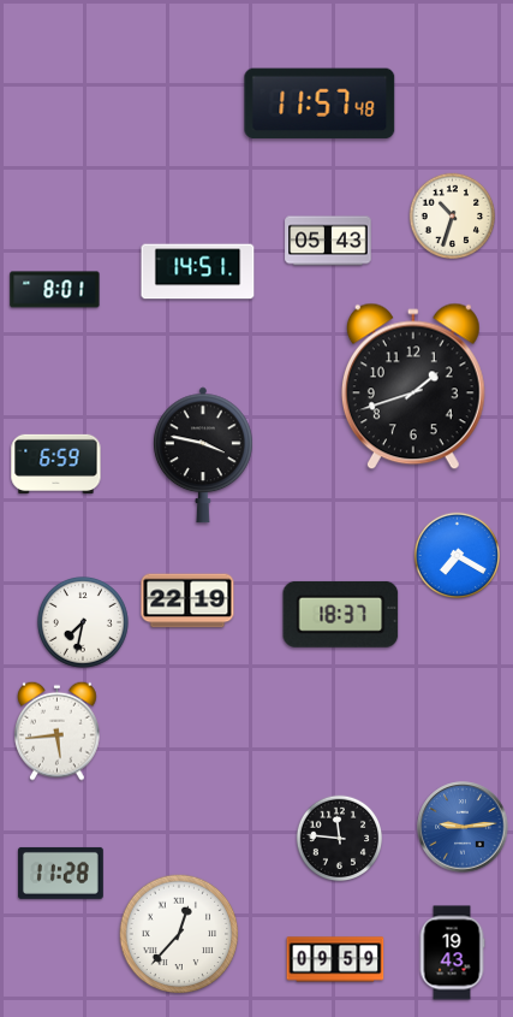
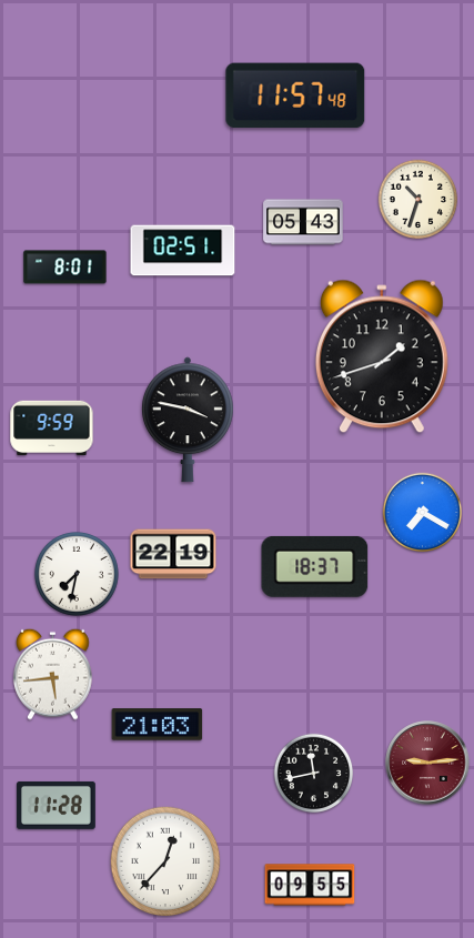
clock at (198, 272): 14:51 -> 02:51
clock at (55, 290) position: (55, 290) -> (65, 268)
clock at (56, 463): 6:59 -> 9:59
clock at (158, 725): none -> 21:03
clock at (463, 827) dial: blue -> burgundy
clock at (340, 839): 11:46 -> 11:43
clock at (452, 953): 19:43 -> none
clock at (335, 959): 09:59 -> 09:55
